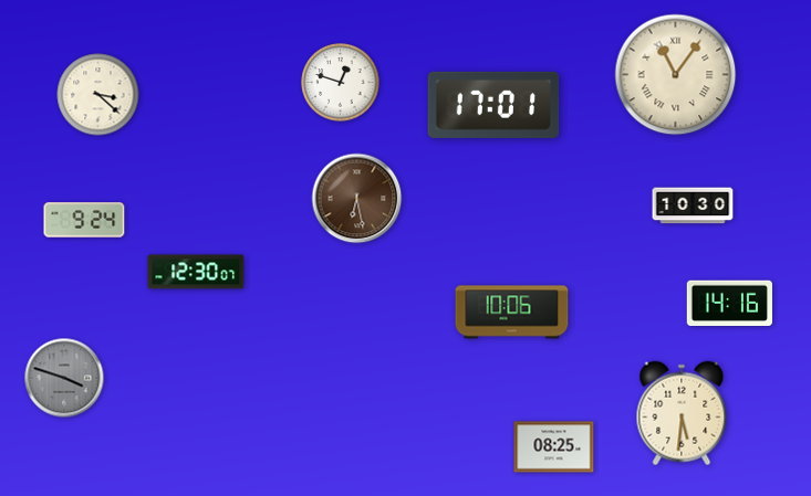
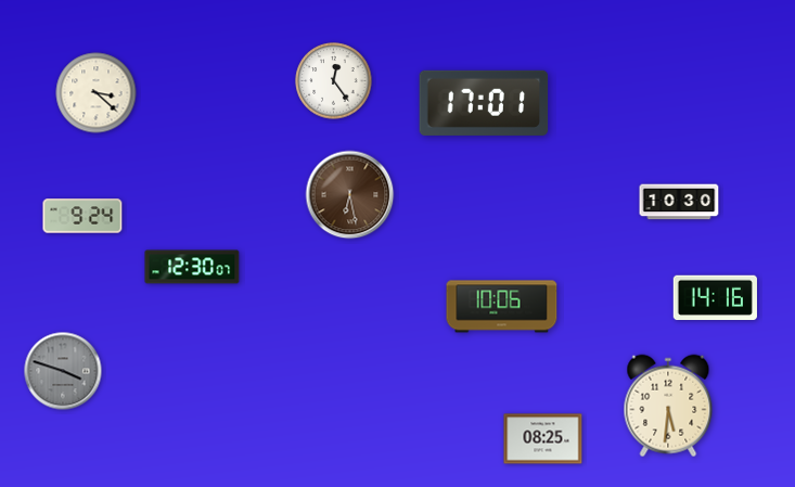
clock at (676, 75): 11:06 -> none
clock at (341, 83): 12:48 -> 12:24
